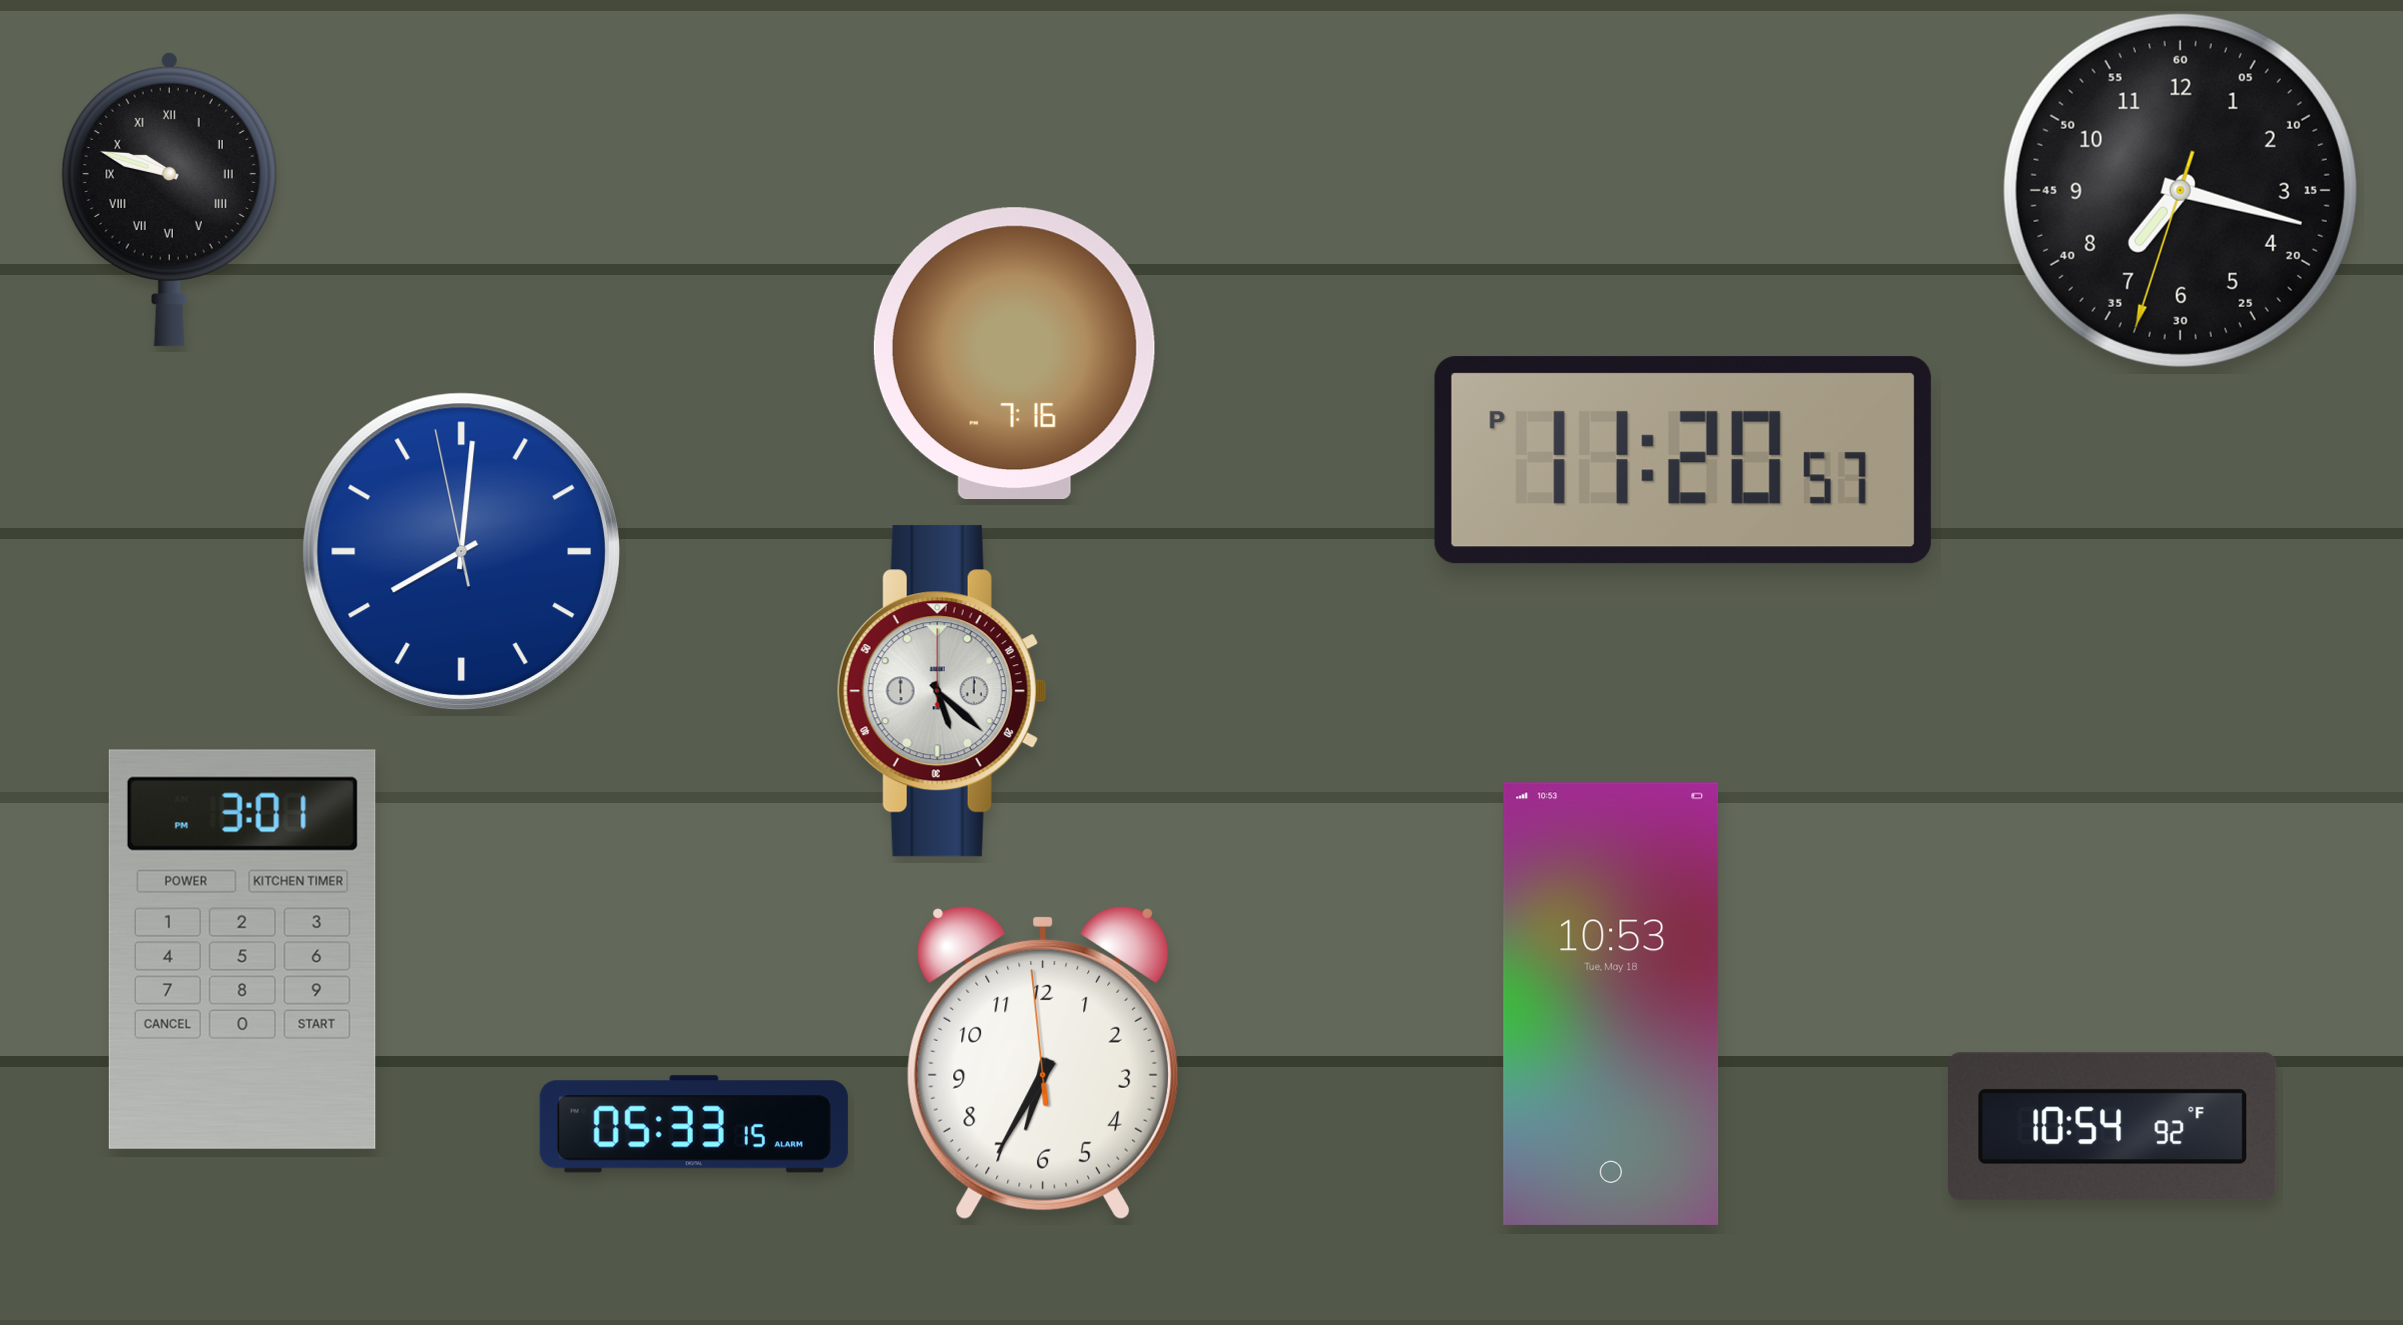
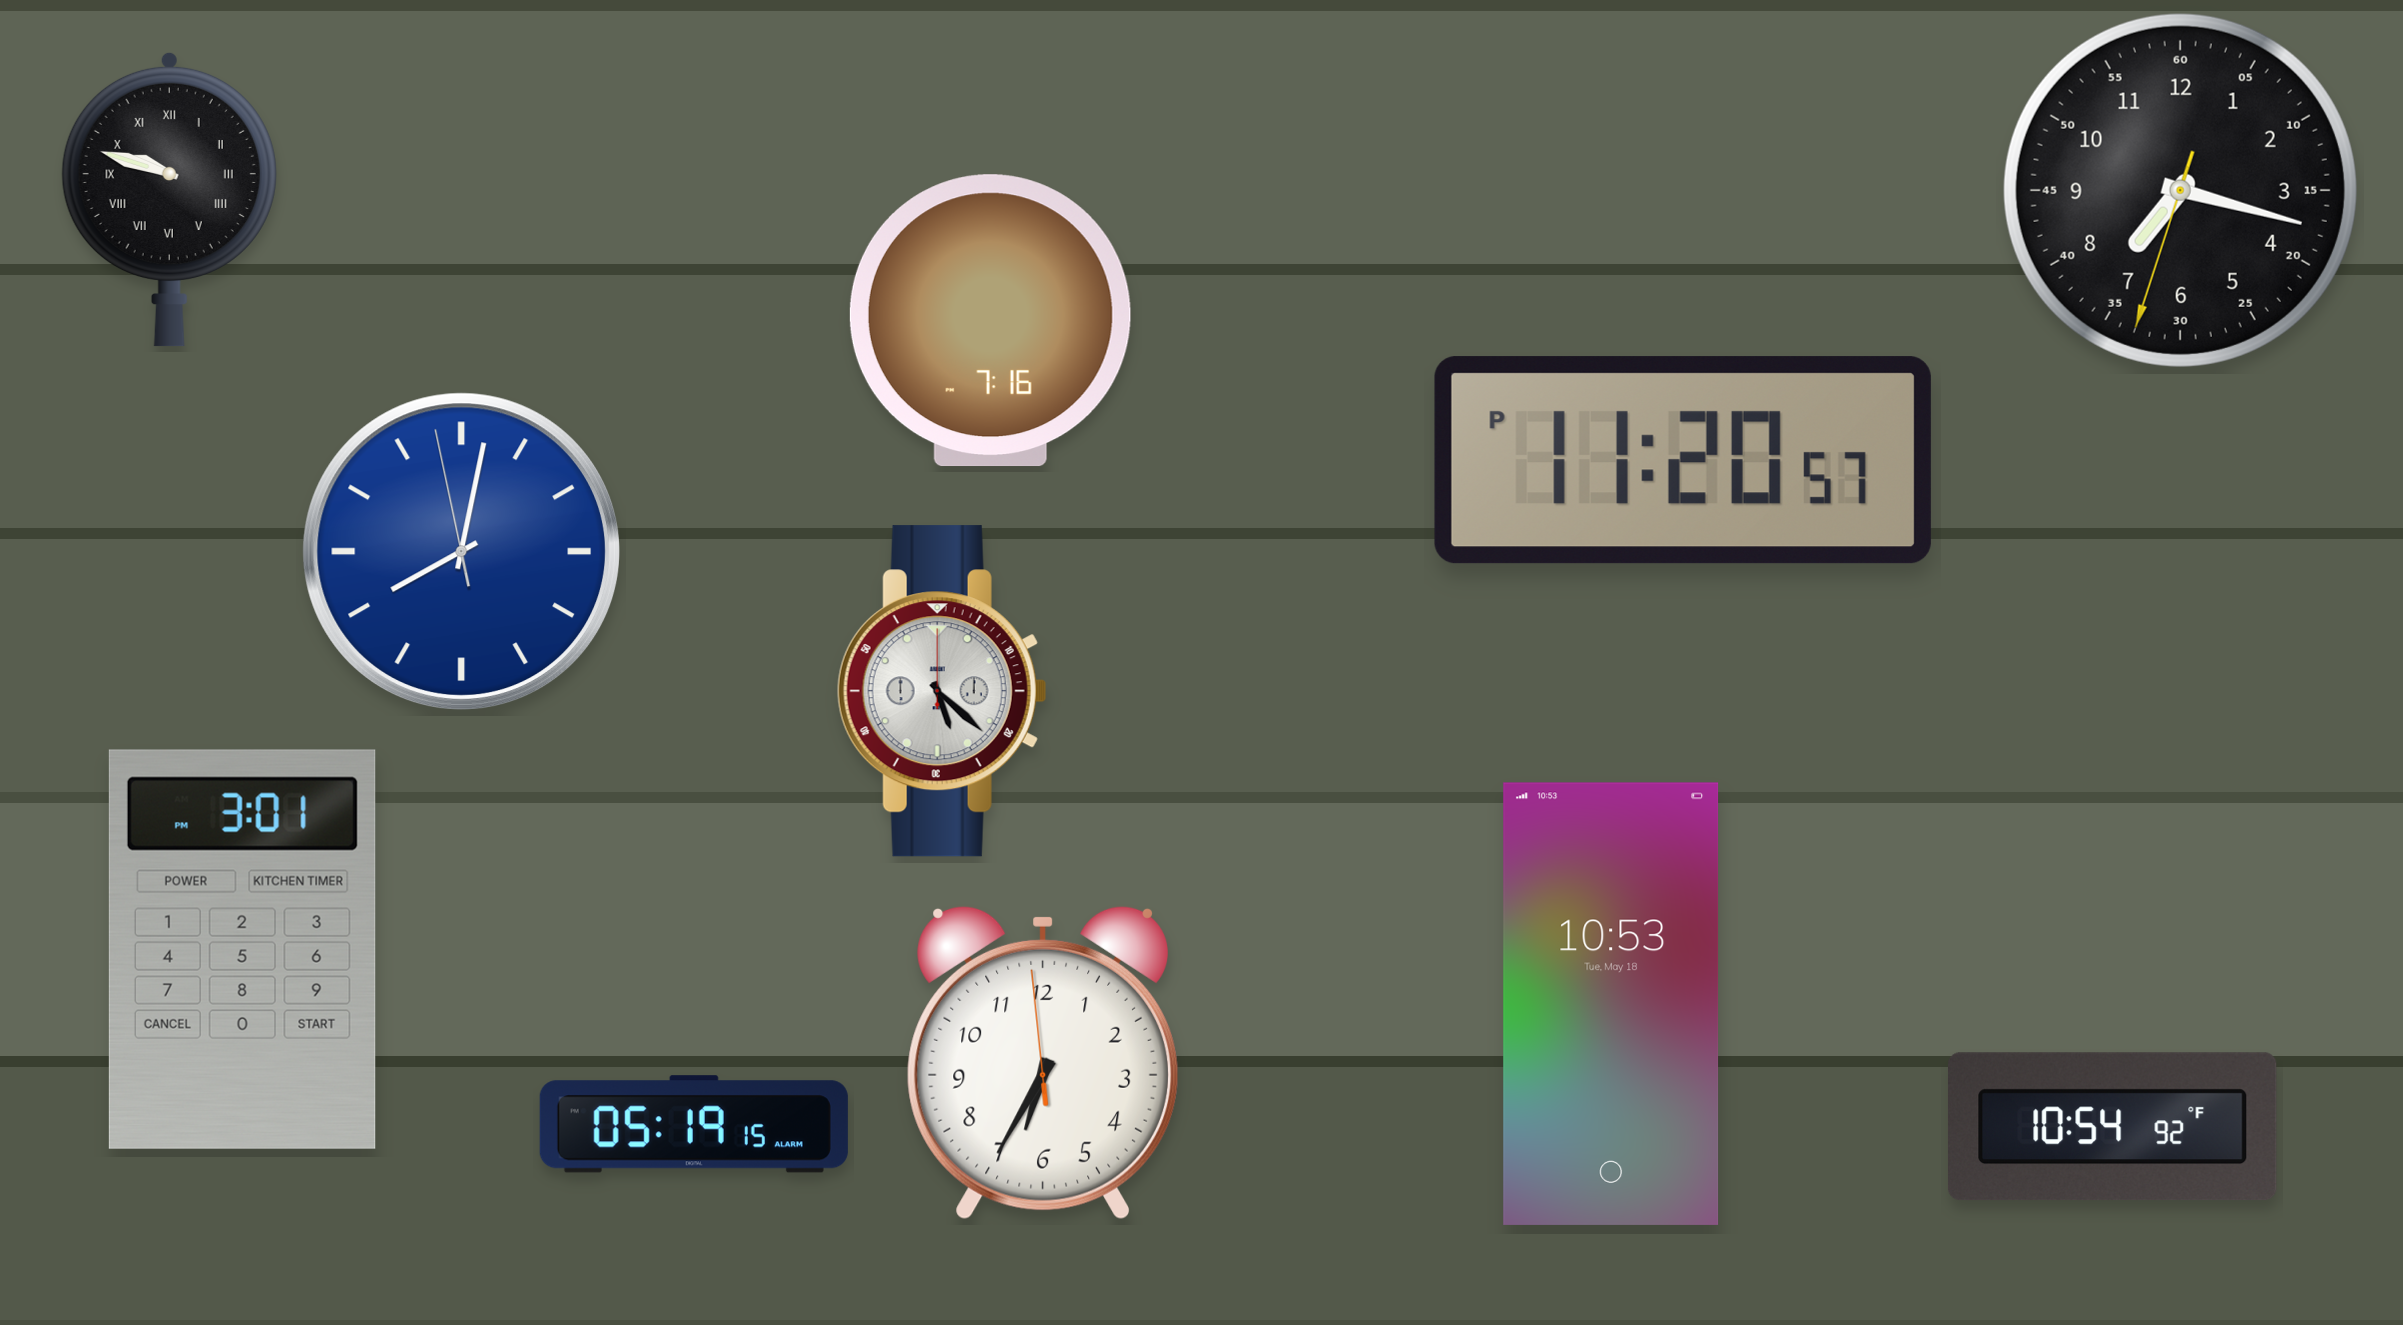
clock at (1014, 354) position: (1014, 354) -> (990, 321)
clock at (461, 551): 8:00 -> 8:01
clock at (694, 1124): 05:33 -> 05:19
